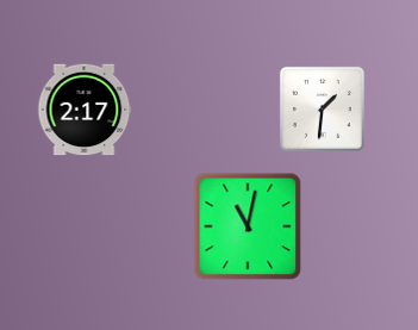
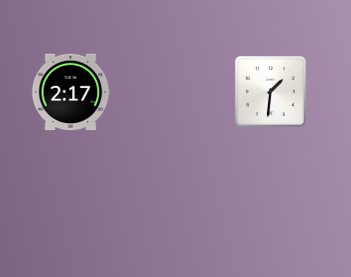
clock at (248, 226): 11:02 -> none
